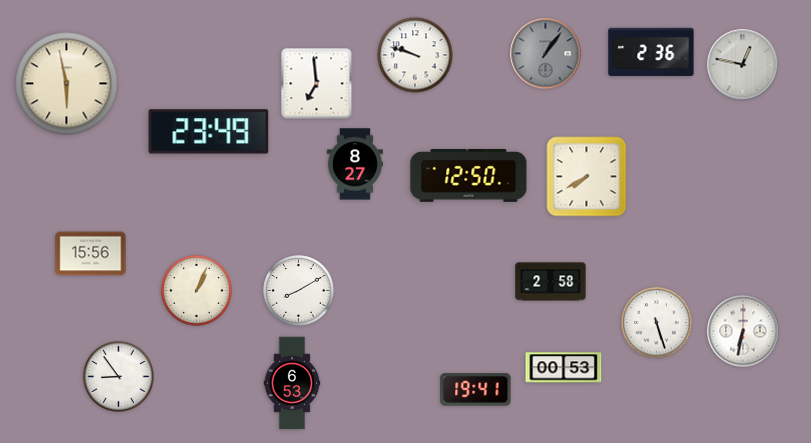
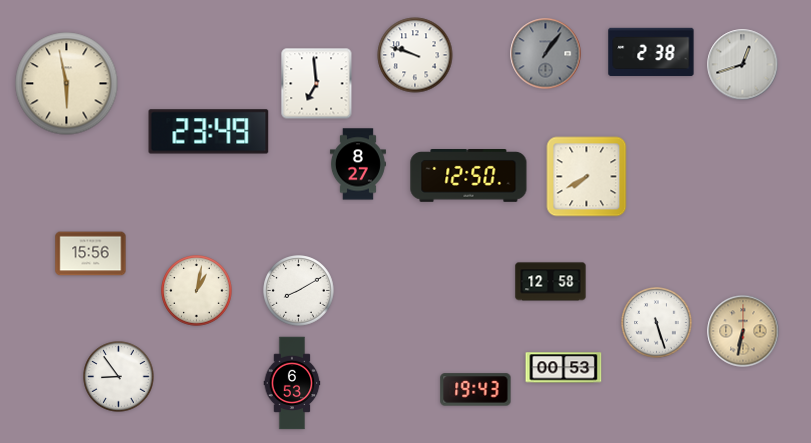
clock at (651, 52): 2:36 -> 2:38
clock at (743, 65): 12:47 -> 12:42
clock at (355, 164) position: (355, 164) -> (358, 164)
clock at (551, 282): 2:58 -> 12:58
clock at (197, 291): 1:04 -> 1:02
clock at (743, 331) dial: white -> champagne
clock at (476, 390): 19:41 -> 19:43
